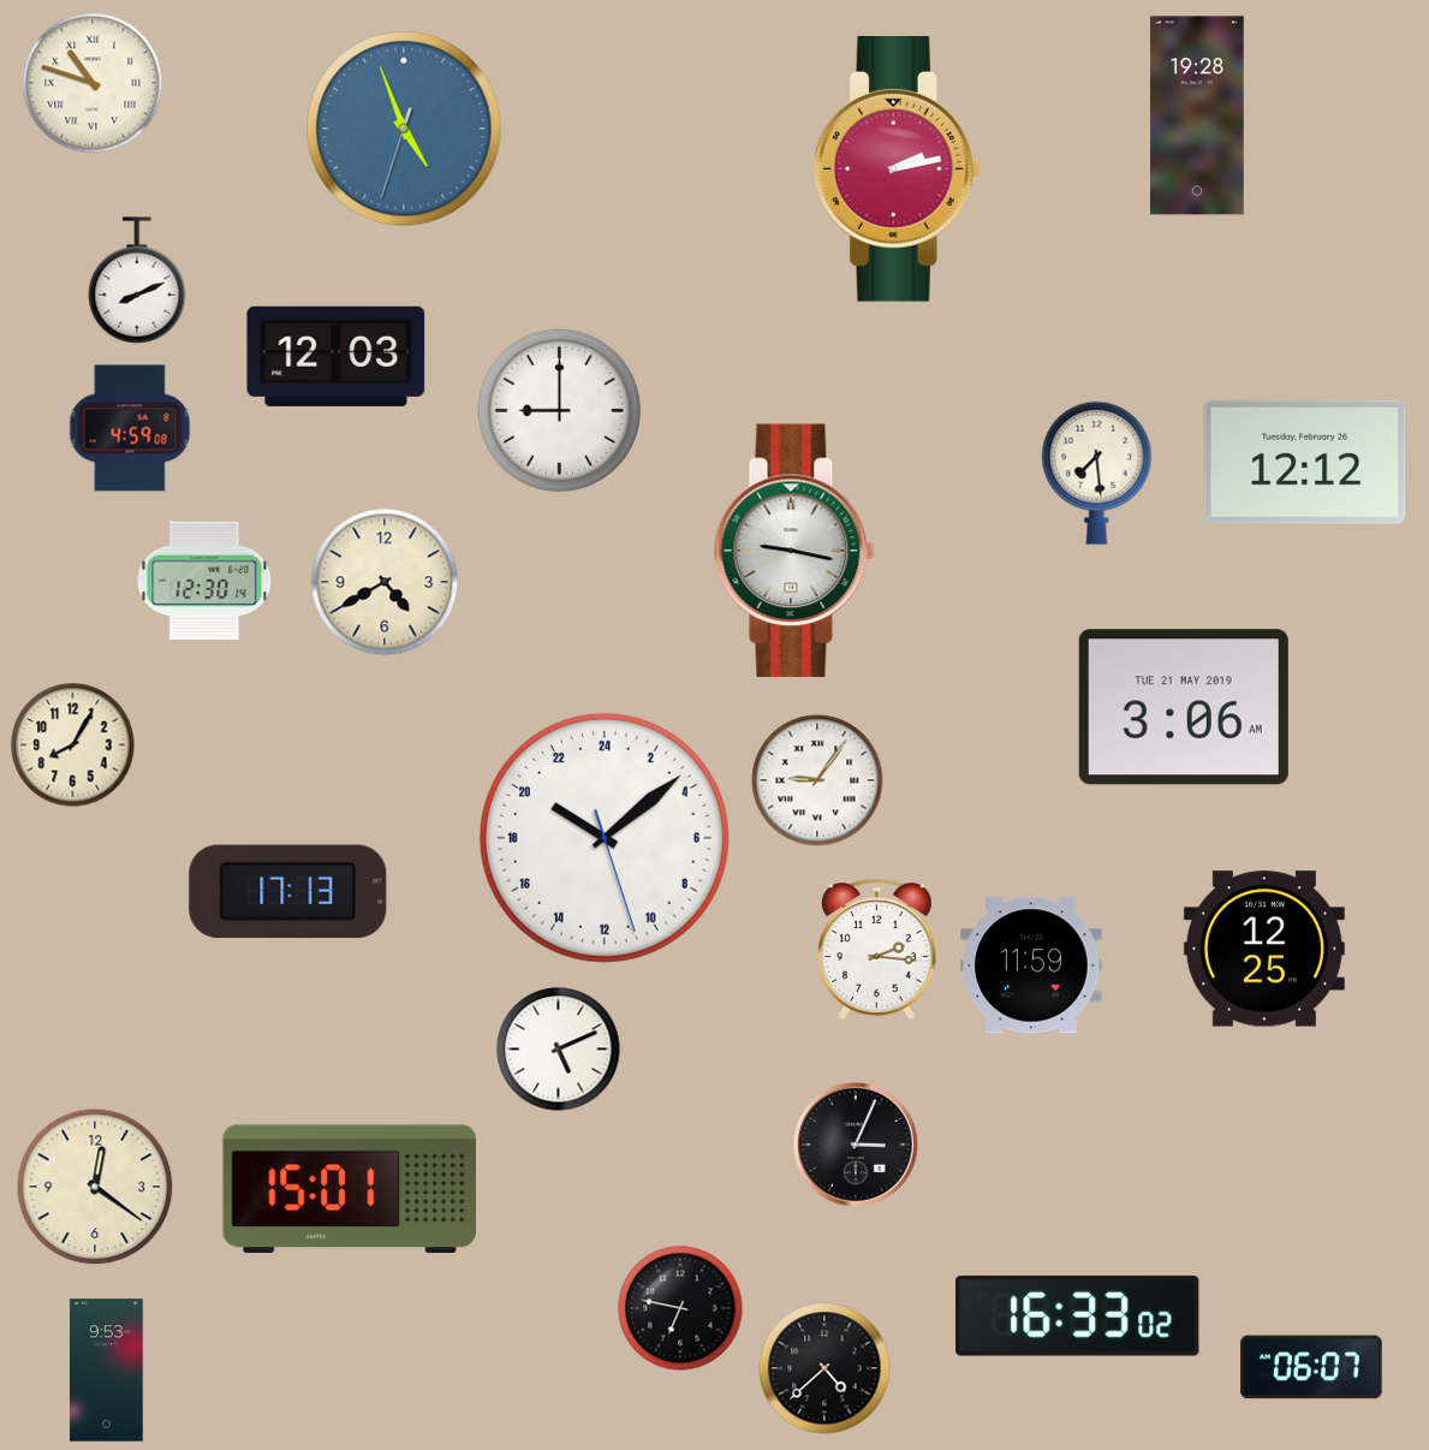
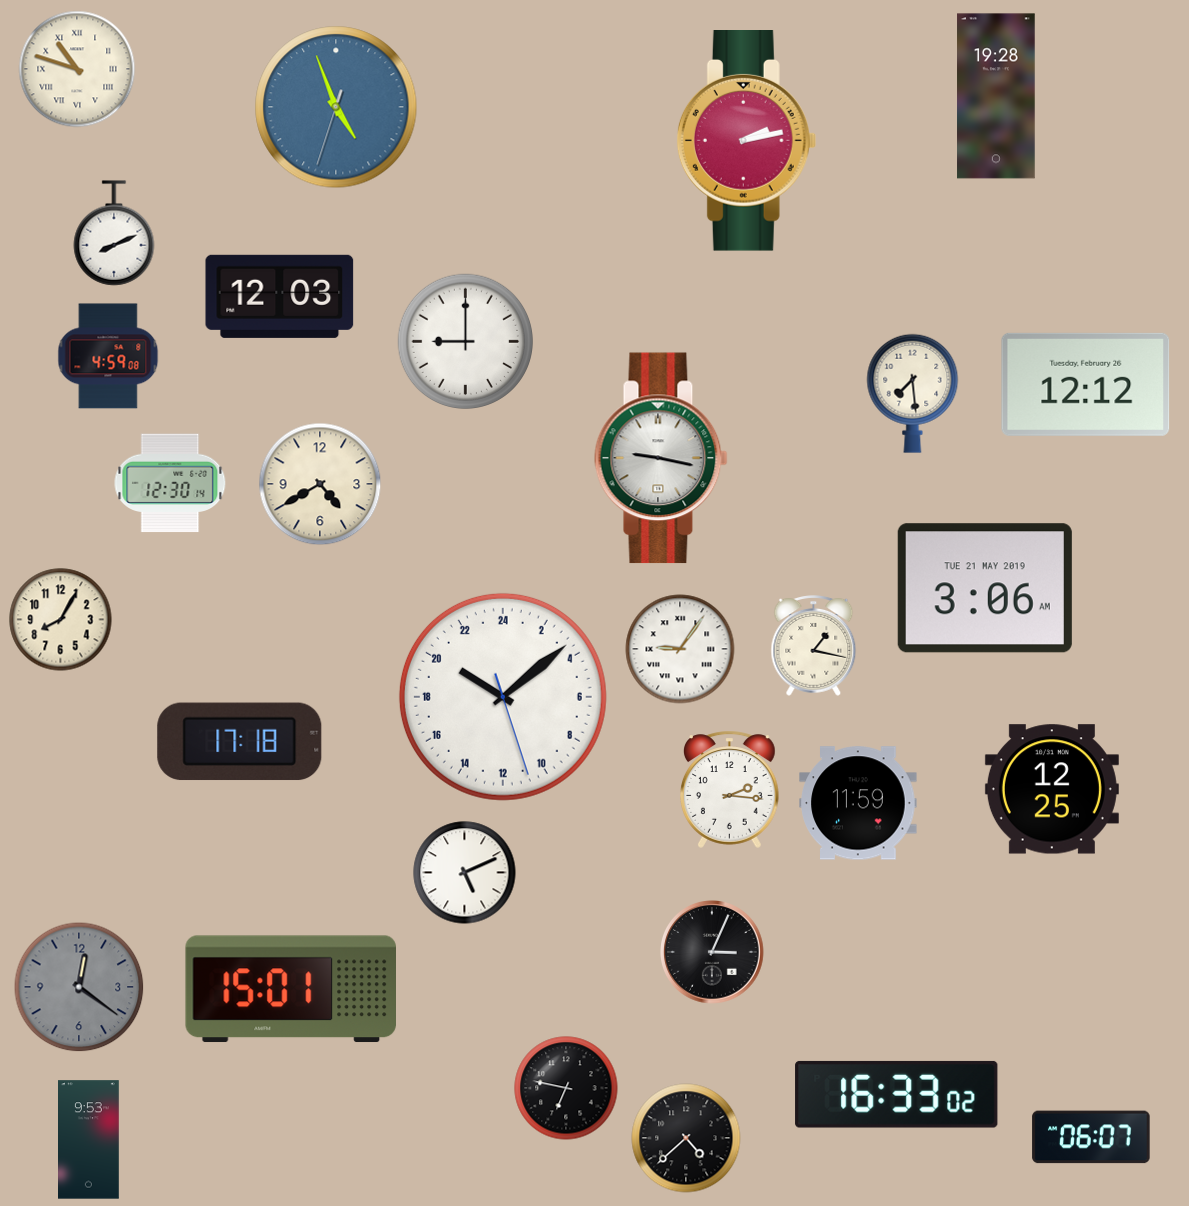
clock at (814, 646): none -> 1:17
clock at (288, 892): 17:13 -> 17:18
clock at (95, 1187) dial: cream -> grey
